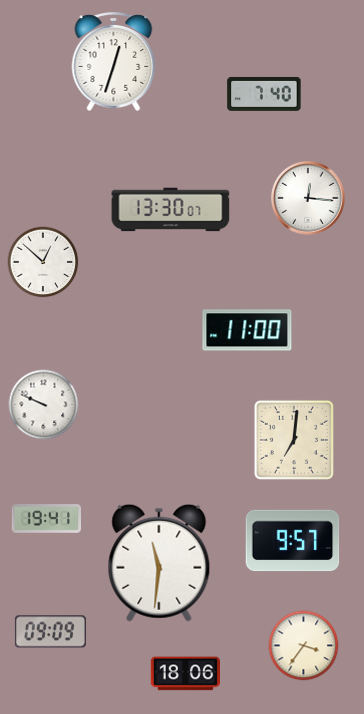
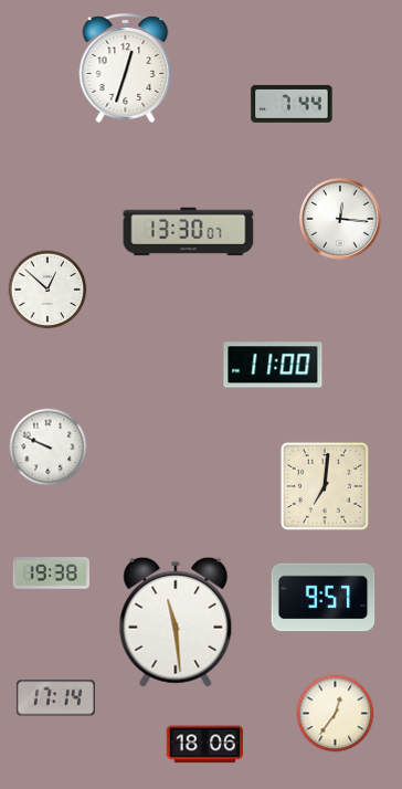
clock at (264, 94): 7:40 -> 7:44
clock at (47, 519): 19:41 -> 19:38
clock at (159, 563): 11:31 -> 11:29
clock at (50, 632): 09:09 -> 17:14
clock at (304, 646): 3:36 -> 12:36
